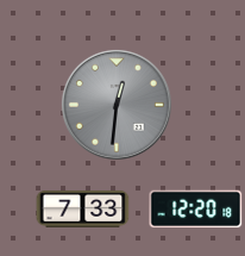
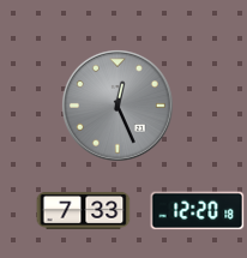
clock at (117, 105): 12:31 -> 12:26
